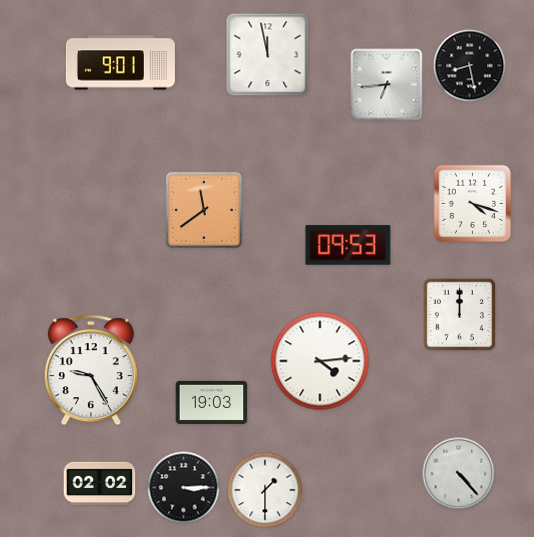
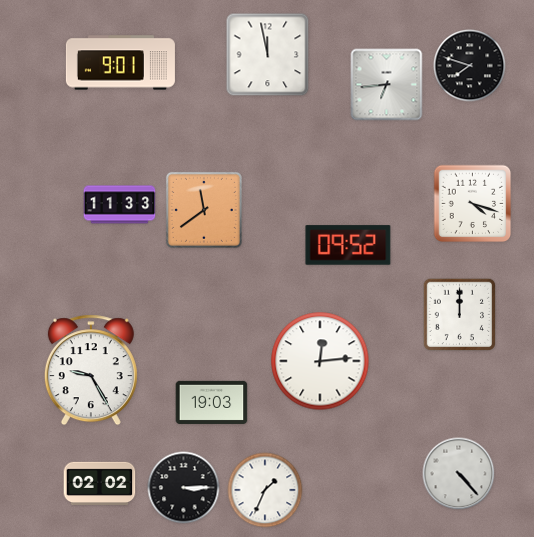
clock at (470, 66): 8:28 -> 7:48
clock at (120, 205): none -> 11:33
clock at (348, 245): 09:53 -> 09:52
clock at (320, 361): 4:14 -> 12:14
clock at (265, 490): 1:30 -> 1:34
